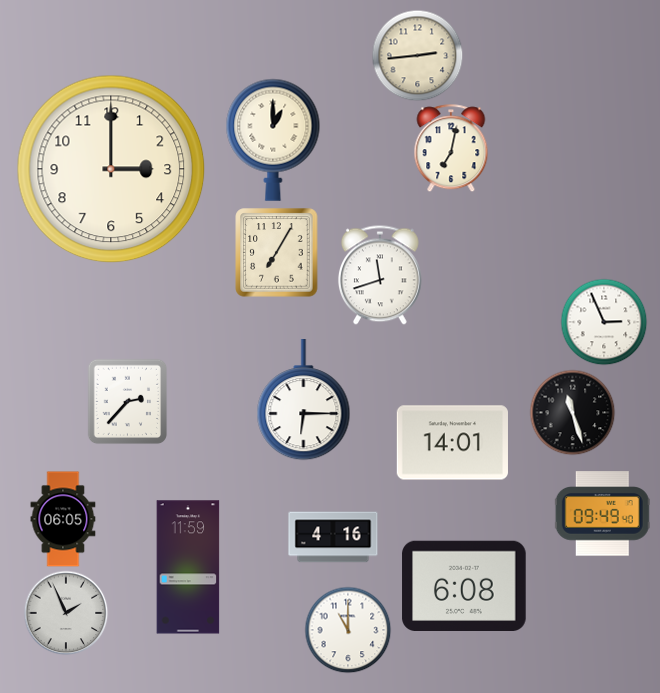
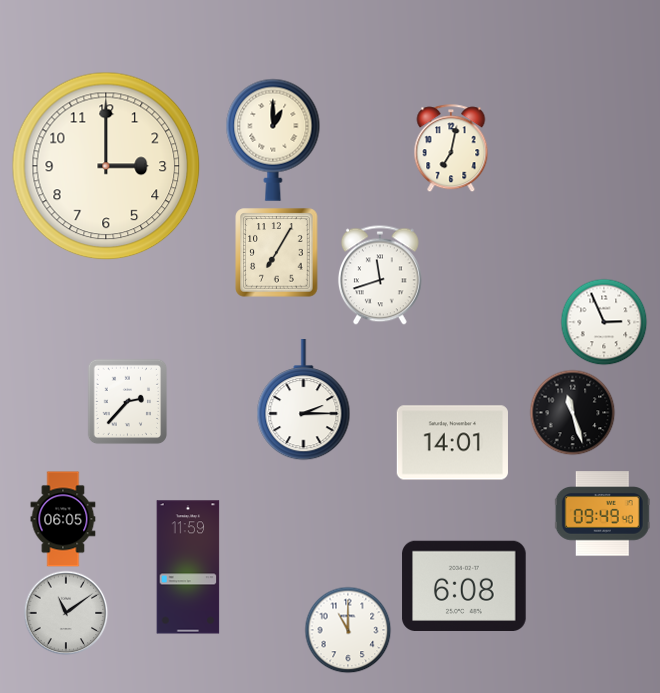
clock at (417, 55): 2:44 -> none
clock at (111, 169) position: (111, 169) -> (106, 166)
clock at (304, 401): 6:15 -> 2:15
clock at (333, 537): 4:16 -> none
clock at (66, 613): 1:56 -> 11:09
